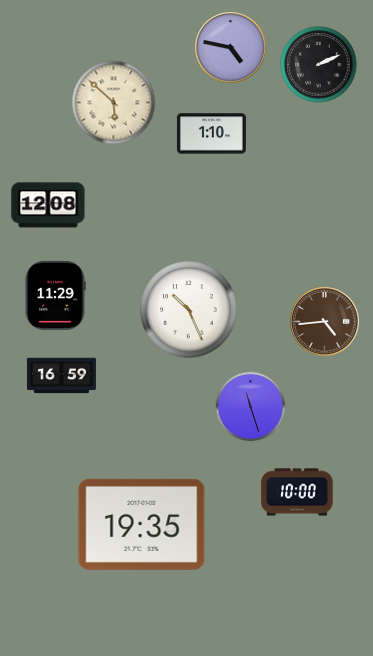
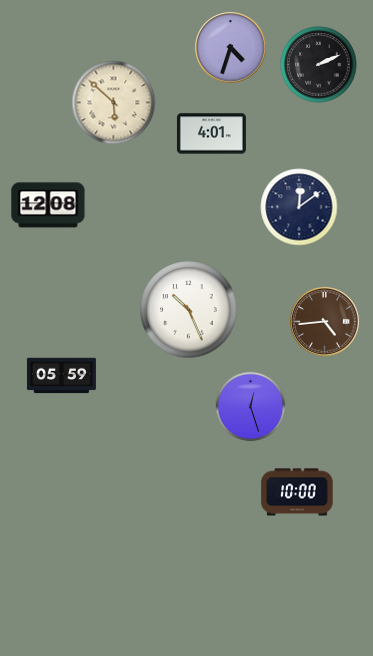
clock at (231, 48): 4:47 -> 4:33
clock at (211, 134): 1:10 -> 4:01
clock at (299, 207): none -> 12:09
clock at (55, 295): 11:29 -> none
clock at (61, 376): 16:59 -> 05:59
clock at (251, 407): 11:27 -> 12:27
clock at (142, 524): 19:35 -> none
